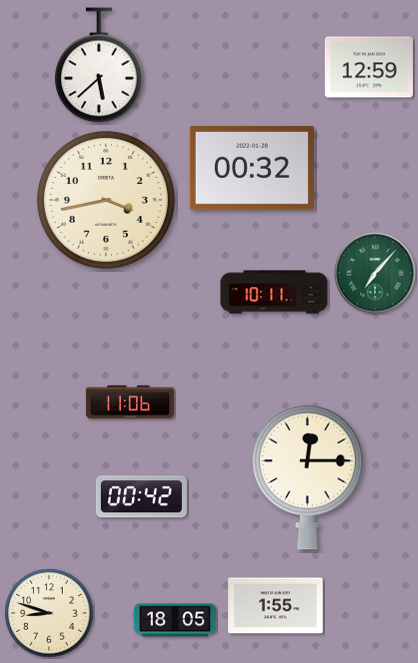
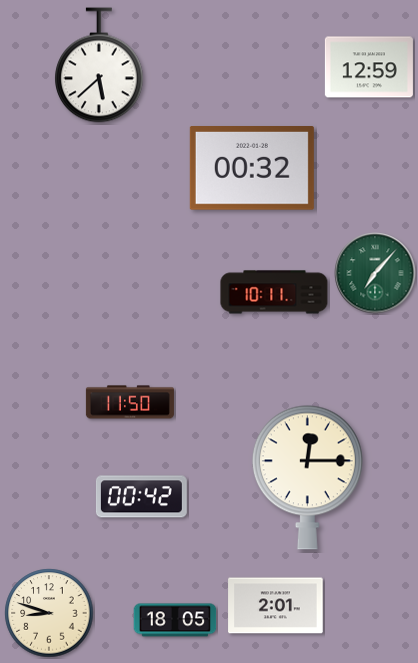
clock at (106, 200): 3:43 -> none
clock at (130, 402): 11:06 -> 11:50
clock at (276, 606): 1:55 -> 2:01
